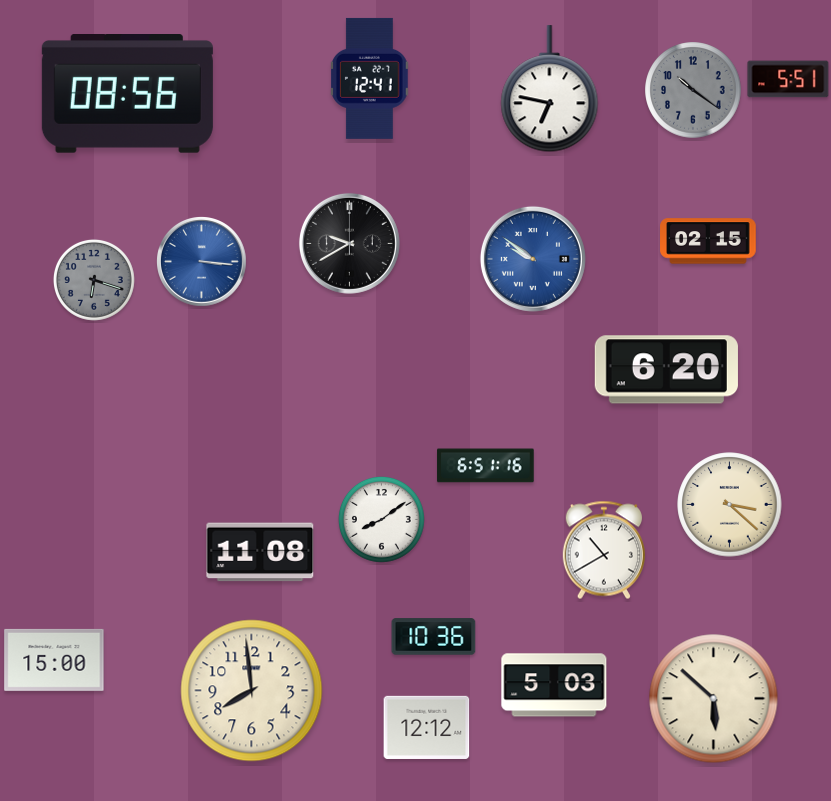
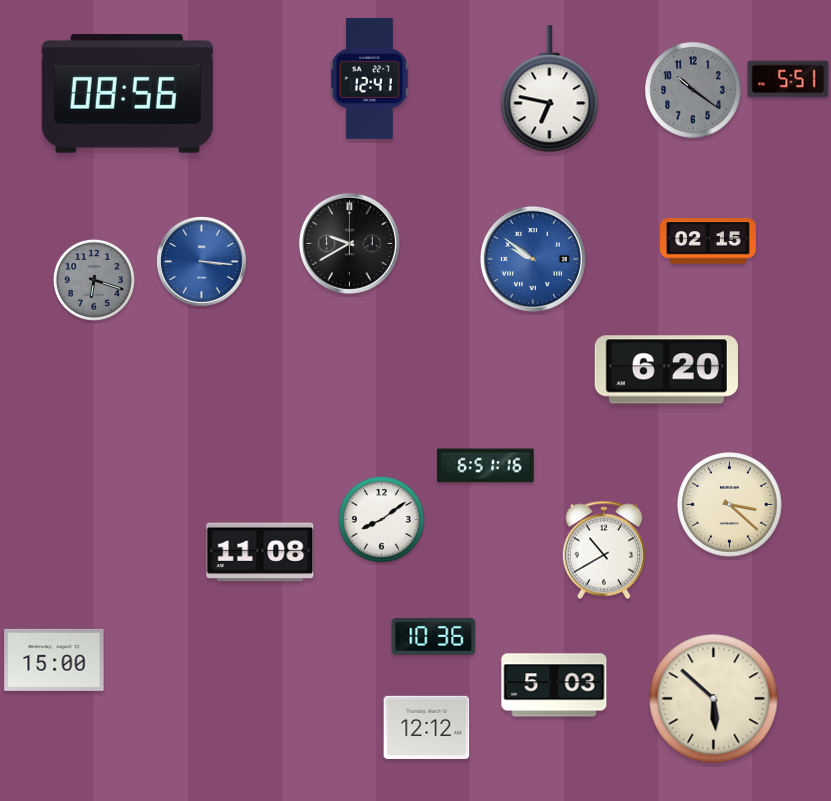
clock at (252, 691): 7:59 -> none
